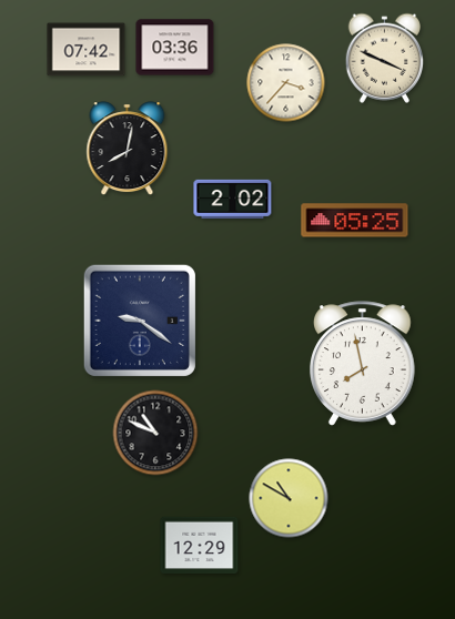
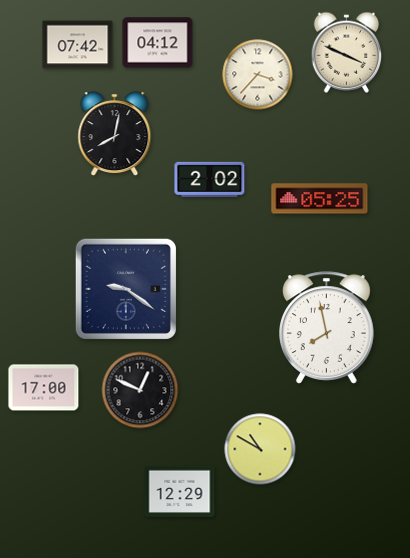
clock at (175, 48): 03:36 -> 04:12
clock at (44, 388): none -> 17:00
clock at (155, 433): 10:49 -> 12:49
